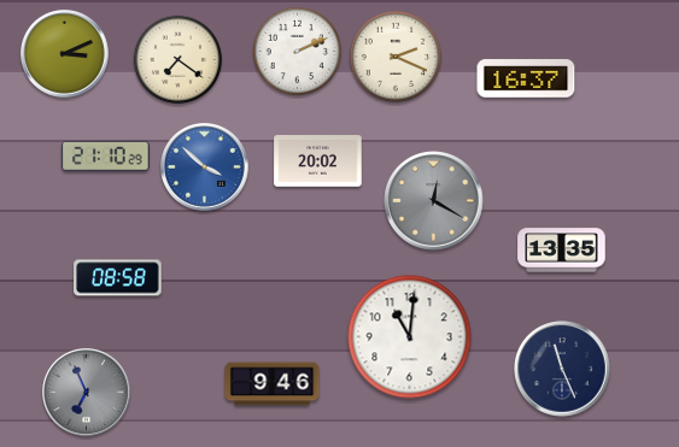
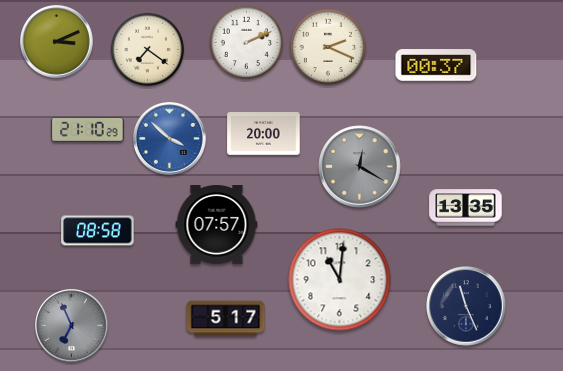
clock at (65, 54) position: (65, 54) -> (57, 42)
clock at (526, 78): 16:37 -> 00:37
clock at (318, 161): 20:02 -> 20:00
clock at (217, 225): none -> 07:57
clock at (273, 384): 9:46 -> 5:17
